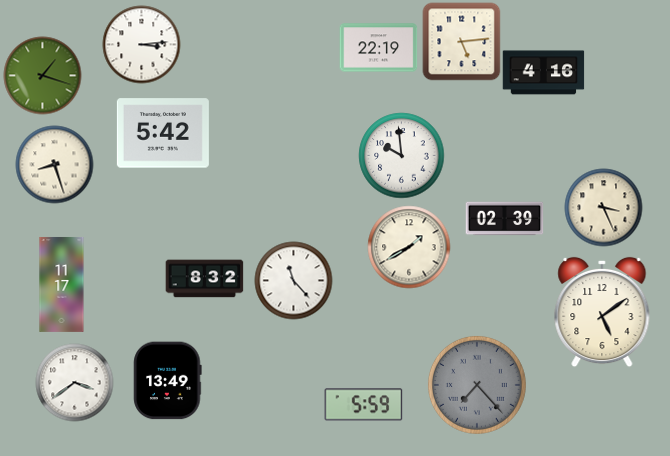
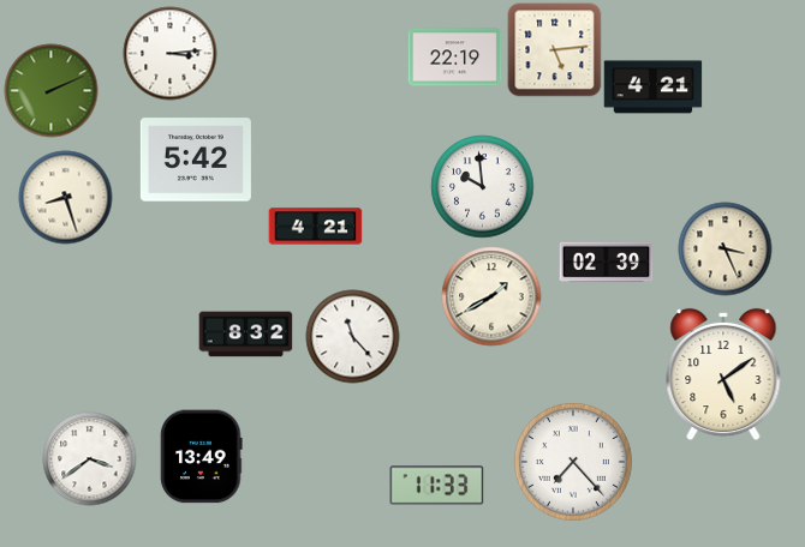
clock at (543, 73): 4:16 -> 4:21
clock at (42, 75): 1:18 -> 2:11
clock at (315, 227): none -> 4:21
clock at (62, 284): 11:17 -> none
clock at (477, 385) dial: grey -> white
clock at (363, 405): 5:59 -> 11:33
